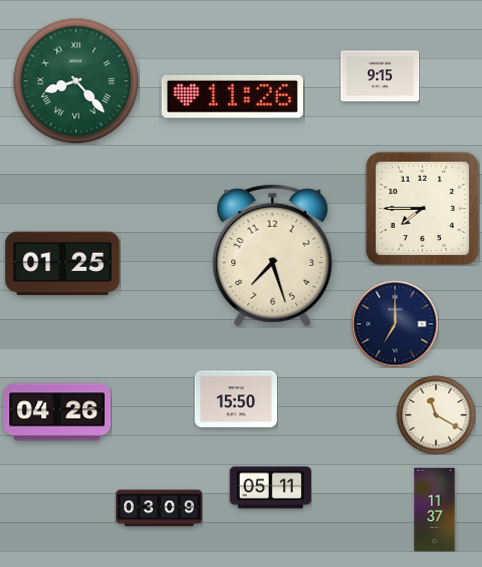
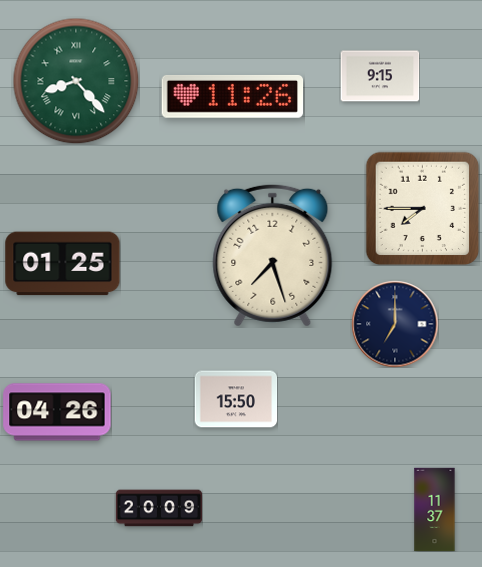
clock at (436, 415): 11:20 -> none
clock at (270, 488): 05:11 -> none
clock at (158, 508): 03:09 -> 20:09
